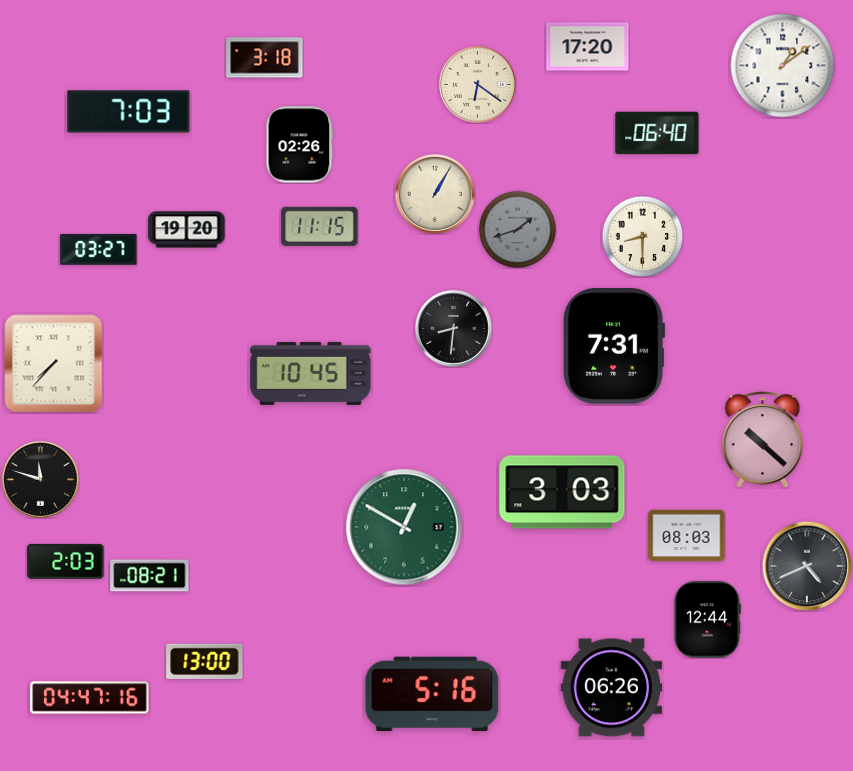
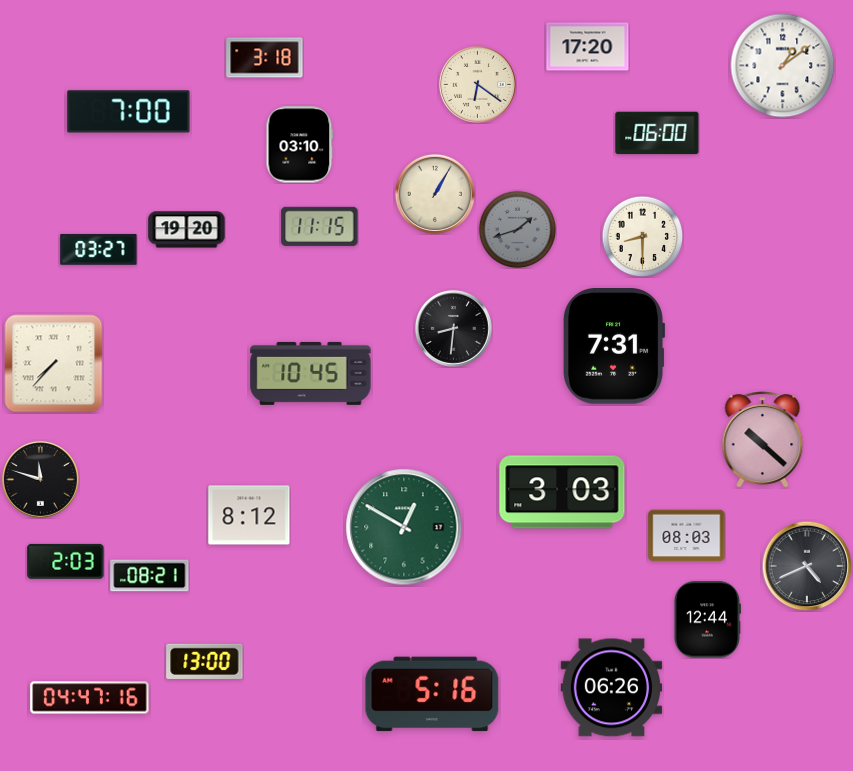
clock at (129, 112): 7:03 -> 7:00
clock at (657, 133): 06:40 -> 06:00
clock at (300, 145): 02:26 -> 03:10
clock at (249, 515): none -> 8:12
